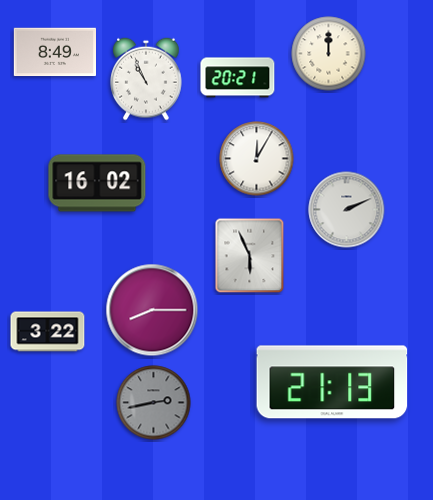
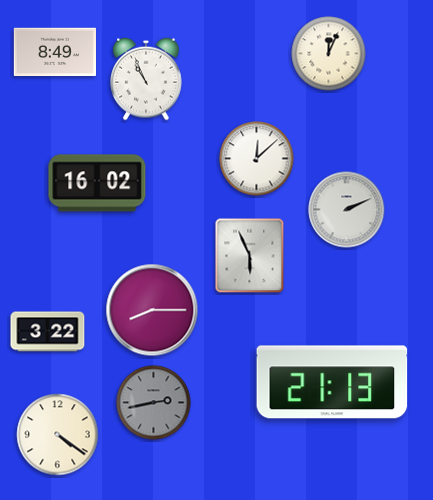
clock at (329, 54): 12:00 -> 12:04
clock at (238, 78): 20:21 -> none
clock at (257, 159): 12:05 -> 12:08
clock at (58, 435): none -> 4:21
